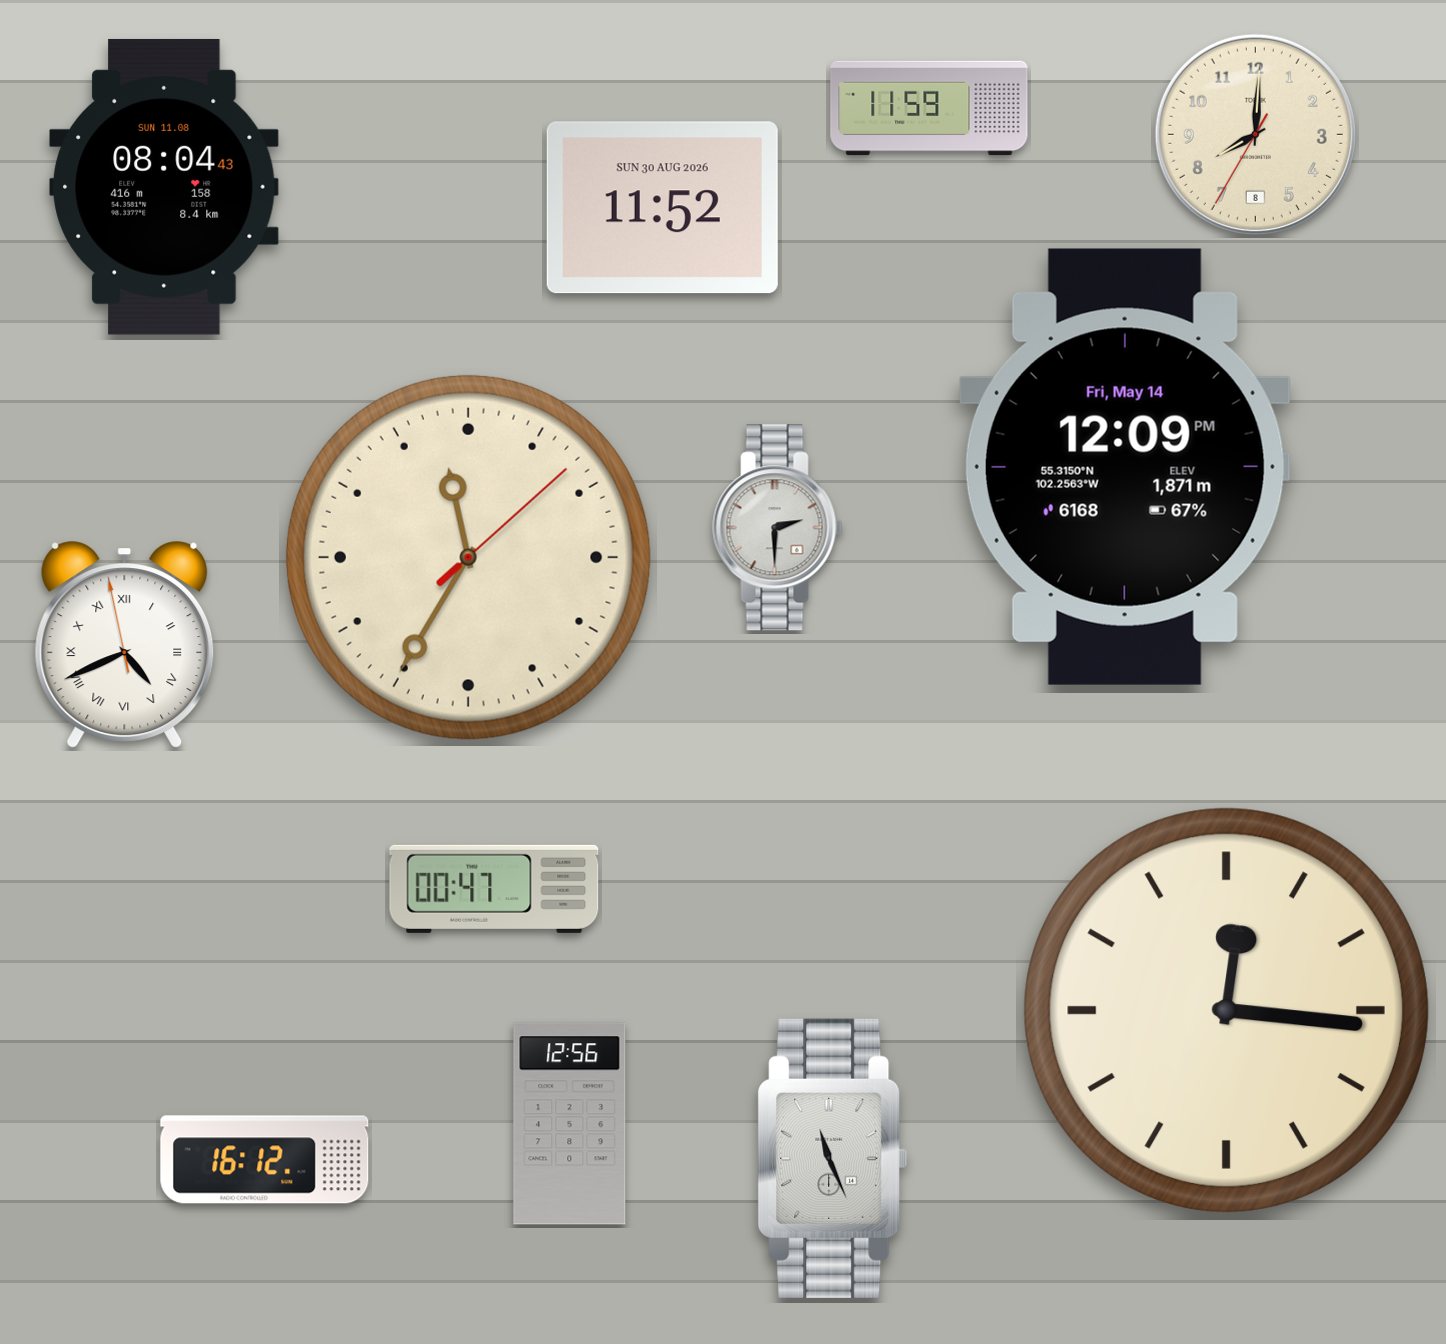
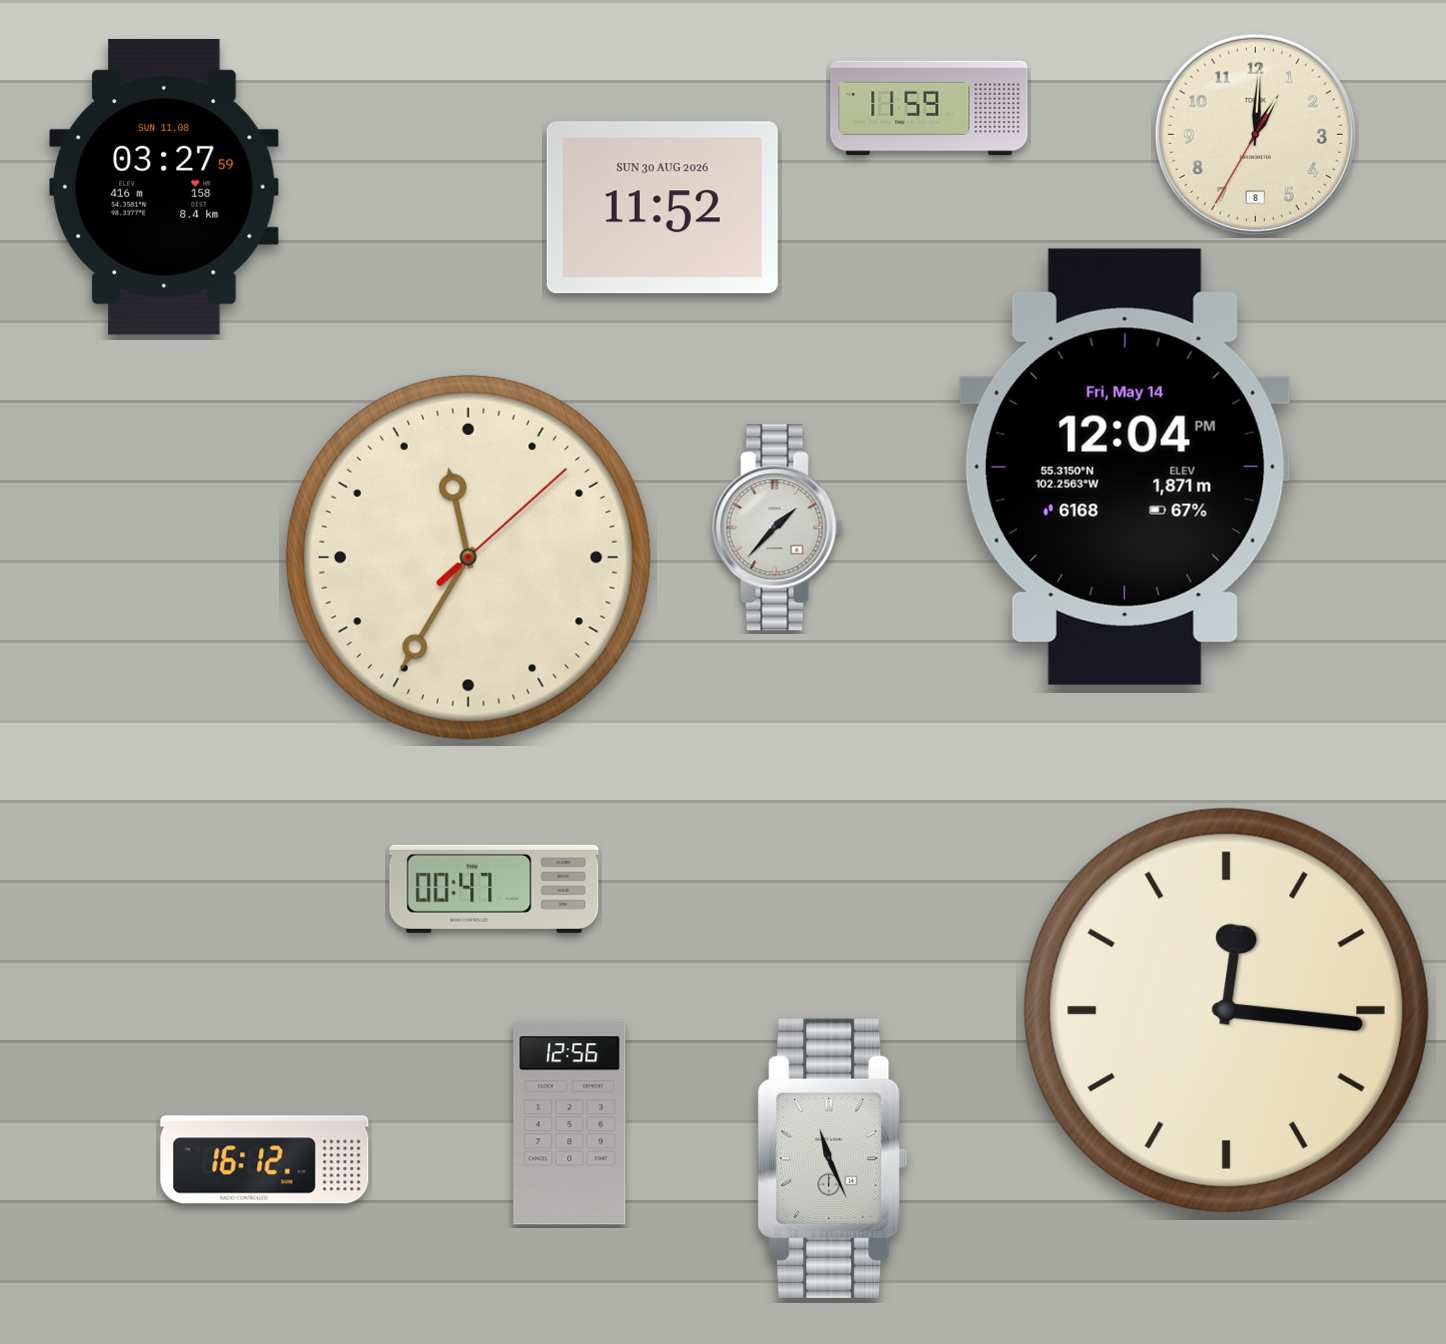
clock at (1255, 134): 8:00 -> 1:00
clock at (165, 187): 08:04 -> 03:27
clock at (1125, 467): 12:09 -> 12:04
clock at (778, 528): 2:30 -> 1:37
clock at (125, 645): 4:40 -> none
